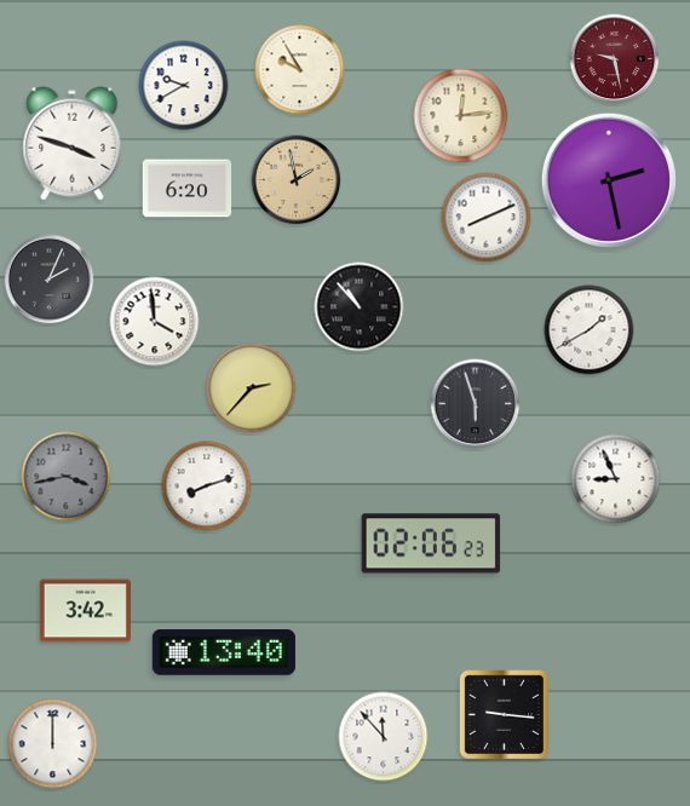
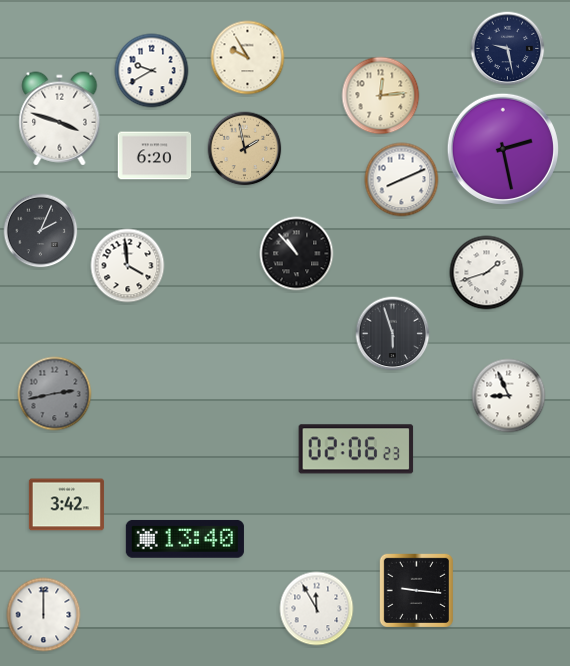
clock at (615, 59) dial: burgundy -> navy
clock at (590, 330): 1:40 -> 1:42
clock at (252, 388): 2:37 -> none
clock at (67, 477): 3:43 -> 2:43
clock at (207, 487): 8:12 -> none
clock at (85, 611) position: (85, 611) -> (66, 505)
clock at (384, 737): 11:53 -> 11:55
